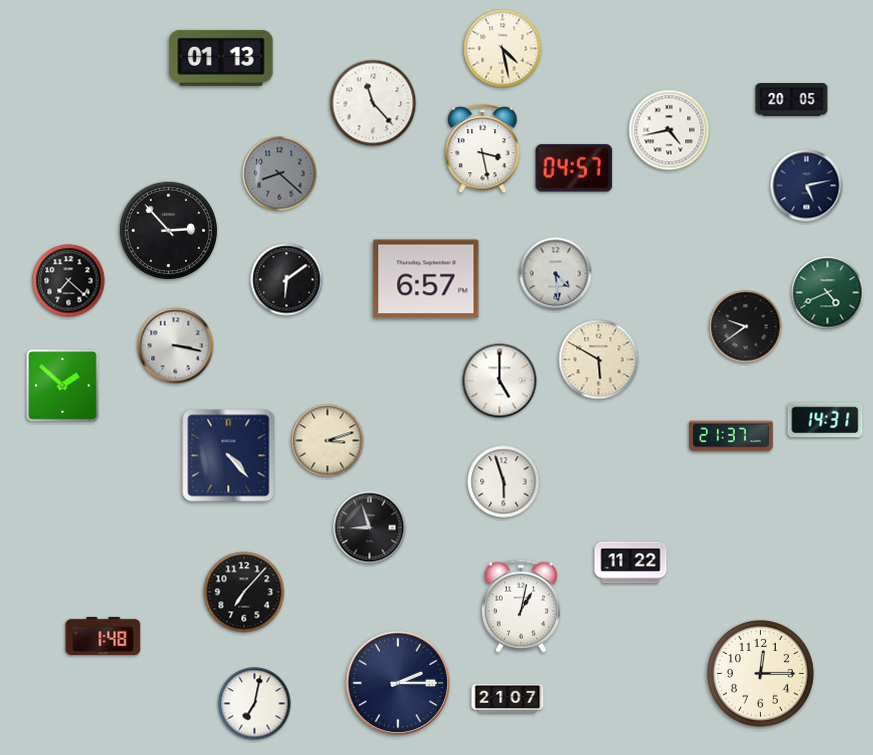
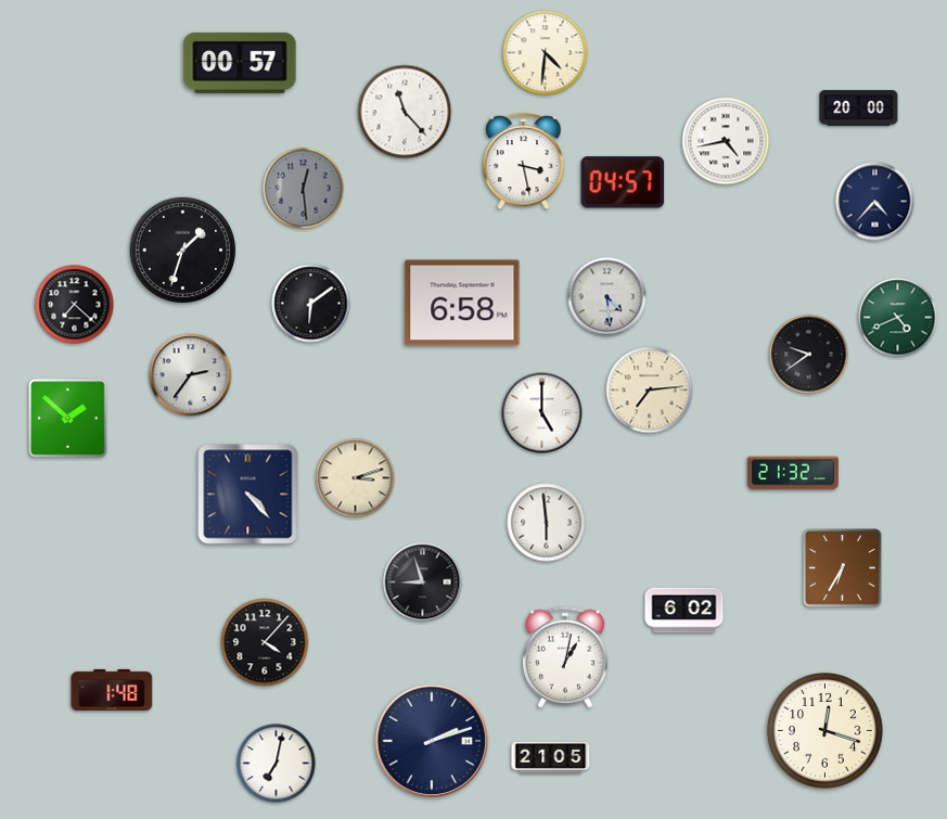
clock at (503, 49): 4:28 -> 4:31
clock at (221, 58): 01:13 -> 00:57
clock at (792, 100): 20:05 -> 20:00
clock at (280, 174): 8:22 -> 12:29
clock at (807, 186): 5:13 -> 4:37
clock at (169, 231): 2:53 -> 1:33
clock at (556, 274) position: (556, 274) -> (607, 297)
clock at (426, 279): 6:57 -> 6:58
clock at (176, 346): 3:17 -> 2:36
clock at (599, 360): 5:50 -> 7:14
clock at (825, 420): 14:31 -> none
clock at (731, 436): 21:37 -> 21:32
clock at (504, 482): 5:57 -> 5:59
clock at (843, 568): none -> 6:35
clock at (370, 528) position: (370, 528) -> (423, 583)
clock at (631, 563): 11:22 -> 6:02
clock at (244, 592): 7:07 -> 4:07
clock at (761, 674): 12:15 -> 12:18
clock at (397, 682): 2:15 -> 2:12
clock at (508, 698): 21:07 -> 21:05
